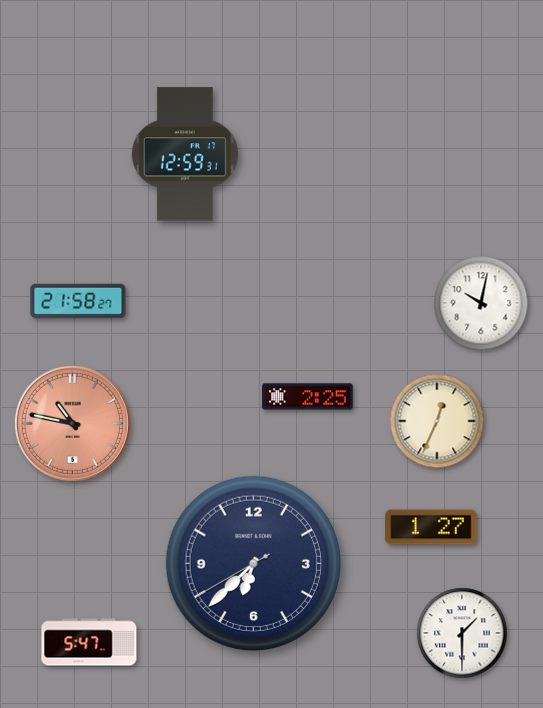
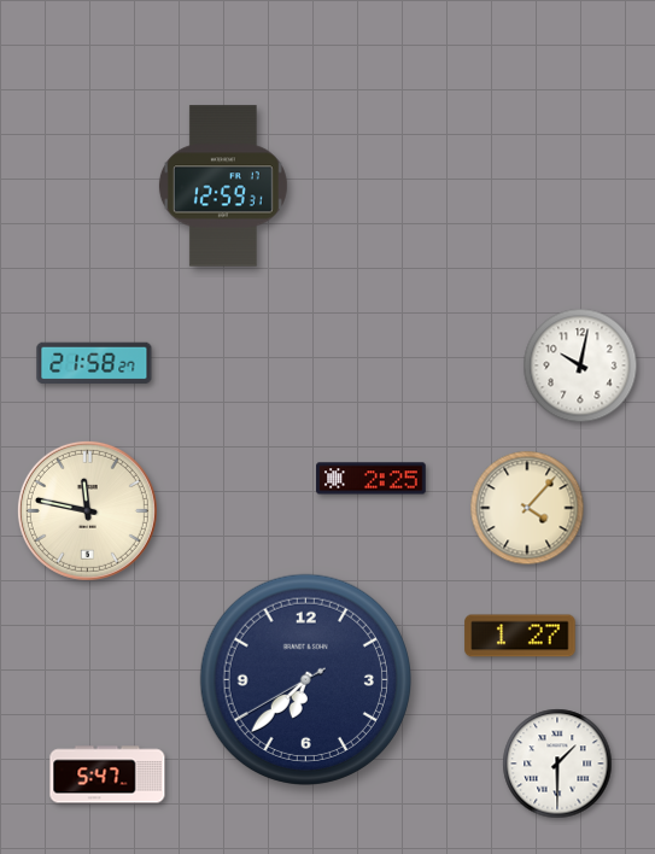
clock at (437, 421): 12:34 -> 4:07
clock at (72, 423): 10:47 -> 11:47
clock at (72, 423) dial: salmon -> cream
